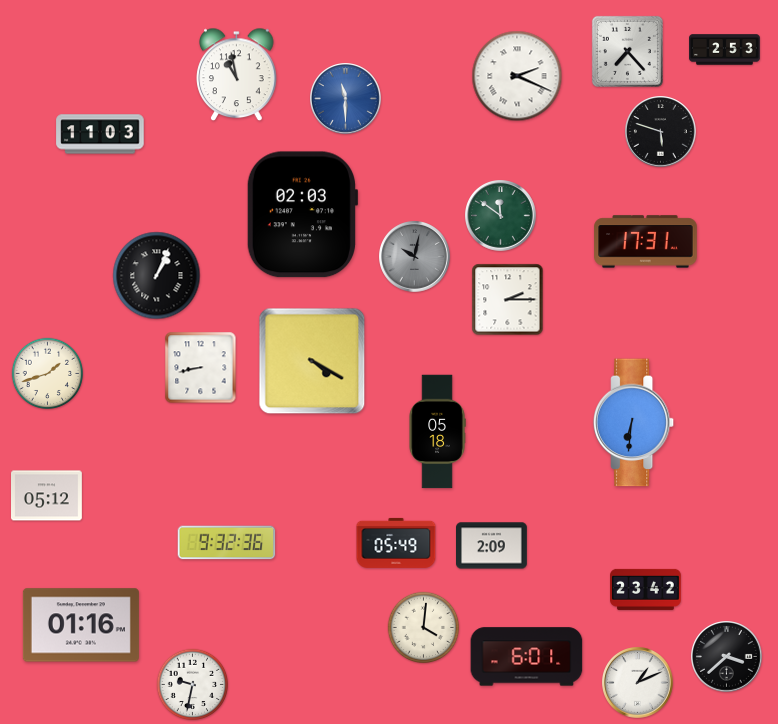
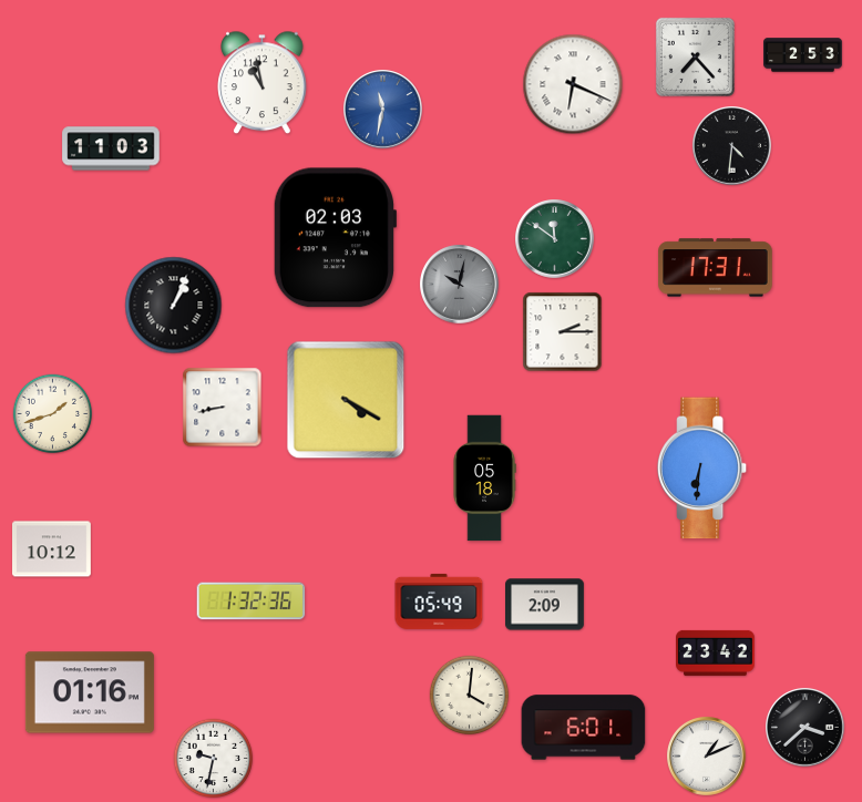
clock at (517, 76): 2:19 -> 6:19
clock at (346, 99): 11:30 -> 11:32
clock at (661, 132): 5:48 -> 4:31
clock at (47, 496): 05:12 -> 10:12
clock at (227, 543): 9:32 -> 1:32
